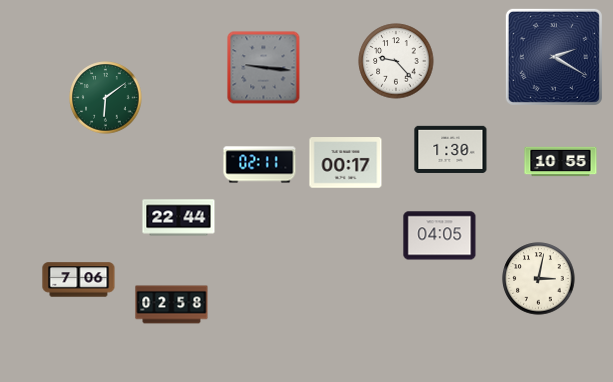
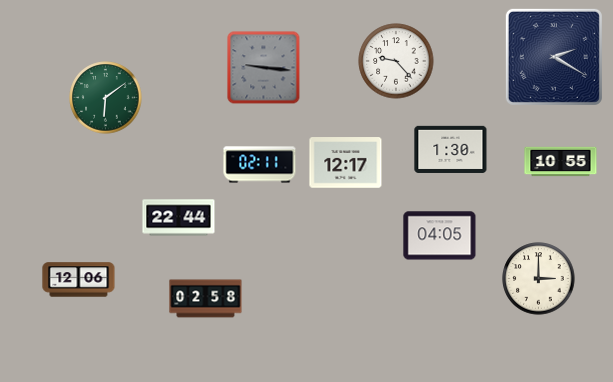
clock at (346, 163): 00:17 -> 12:17
clock at (539, 279): 3:02 -> 3:00
clock at (79, 280): 7:06 -> 12:06
clock at (172, 305) position: (172, 305) -> (206, 299)
